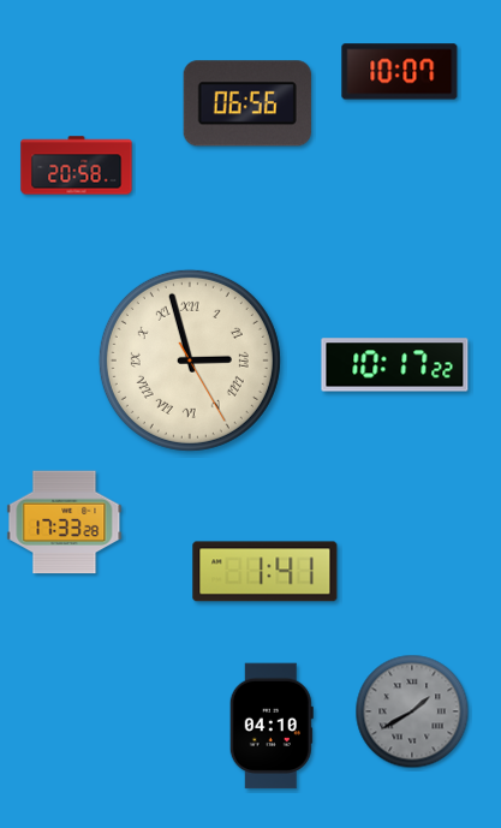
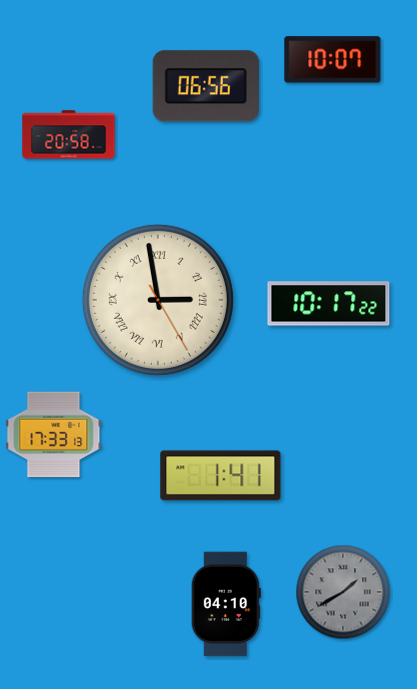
clock at (77, 166) position: (77, 166) -> (69, 135)
clock at (190, 361): 2:57 -> 2:58
clock at (65, 523): 17:33:28 -> 17:33:13
